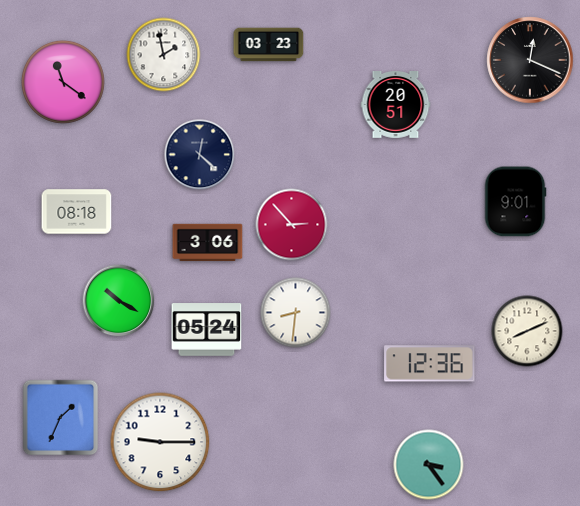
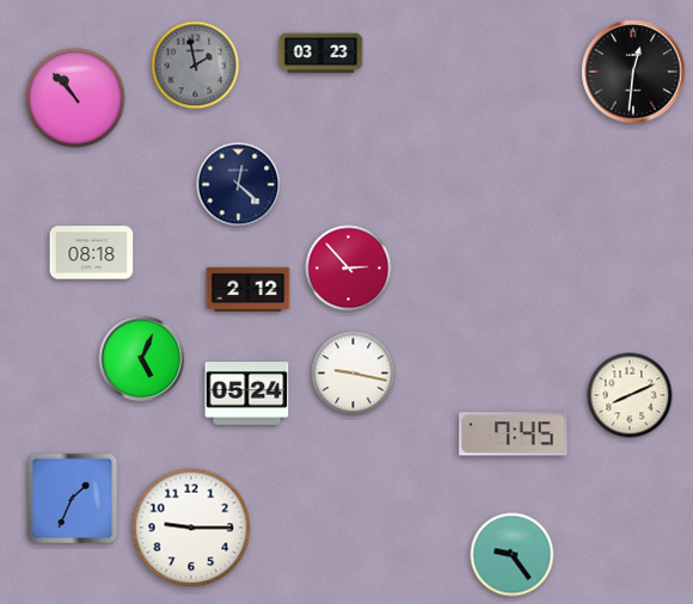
clock at (164, 55) dial: white -> grey
clock at (530, 60): 12:19 -> 12:31
clock at (63, 82): 11:21 -> 10:53
clock at (396, 105): 20:51 -> none
clock at (515, 202): 9:01 -> none
clock at (208, 243): 3:06 -> 2:12
clock at (119, 301): 10:20 -> 5:04
clock at (296, 313): 8:31 -> 9:17
clock at (430, 364): 12:36 -> 7:45
clock at (429, 465): 3:24 -> 9:24
